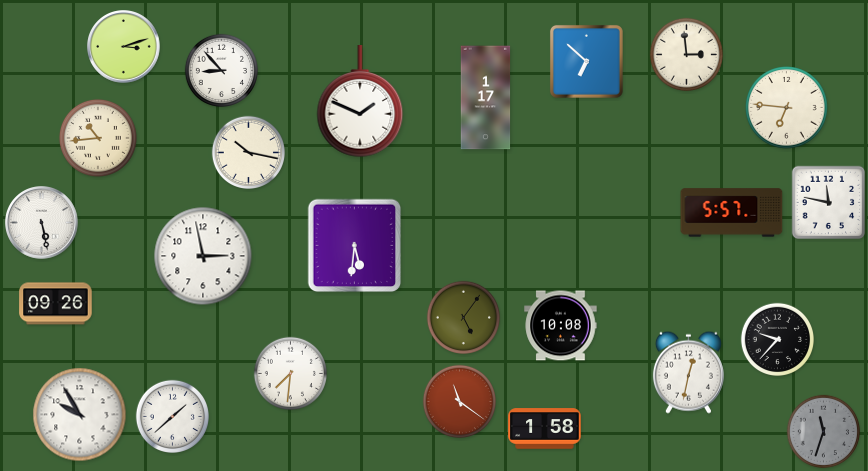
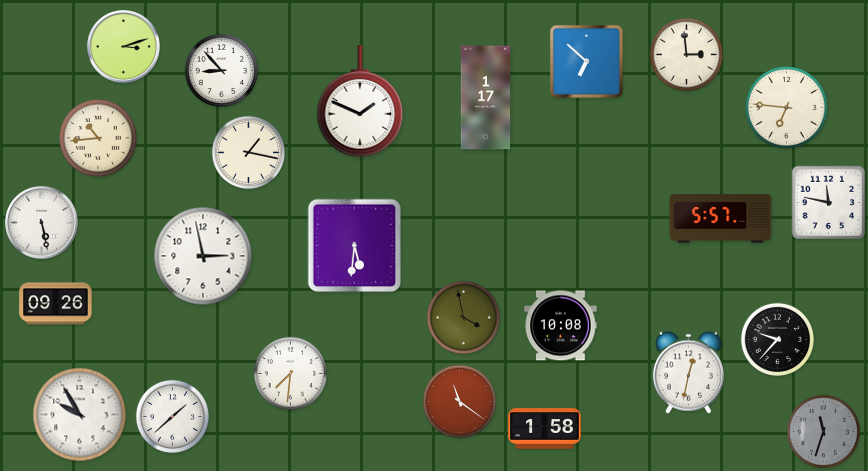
clock at (248, 152): 10:17 -> 1:17
clock at (732, 213) position: (732, 213) -> (721, 219)
clock at (463, 317): 5:06 -> 3:58
